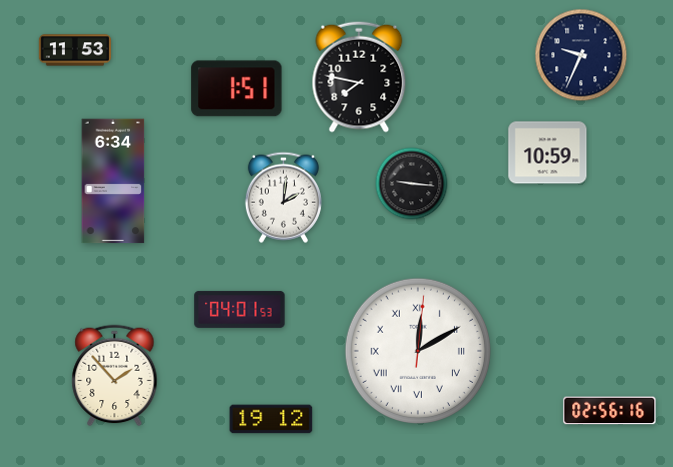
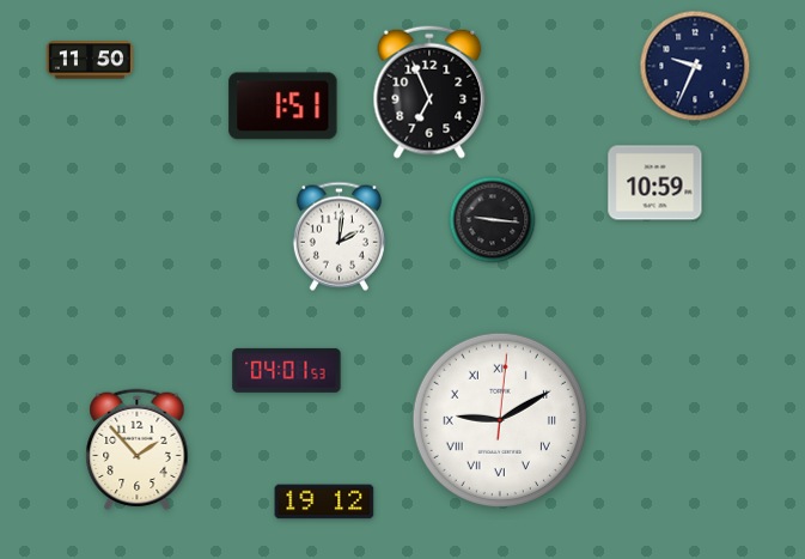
clock at (75, 50): 11:53 -> 11:50
clock at (359, 77): 7:47 -> 6:56
clock at (113, 181): 6:34 -> none
clock at (418, 351): 12:10 -> 9:10
clock at (610, 411): 02:56 -> none
